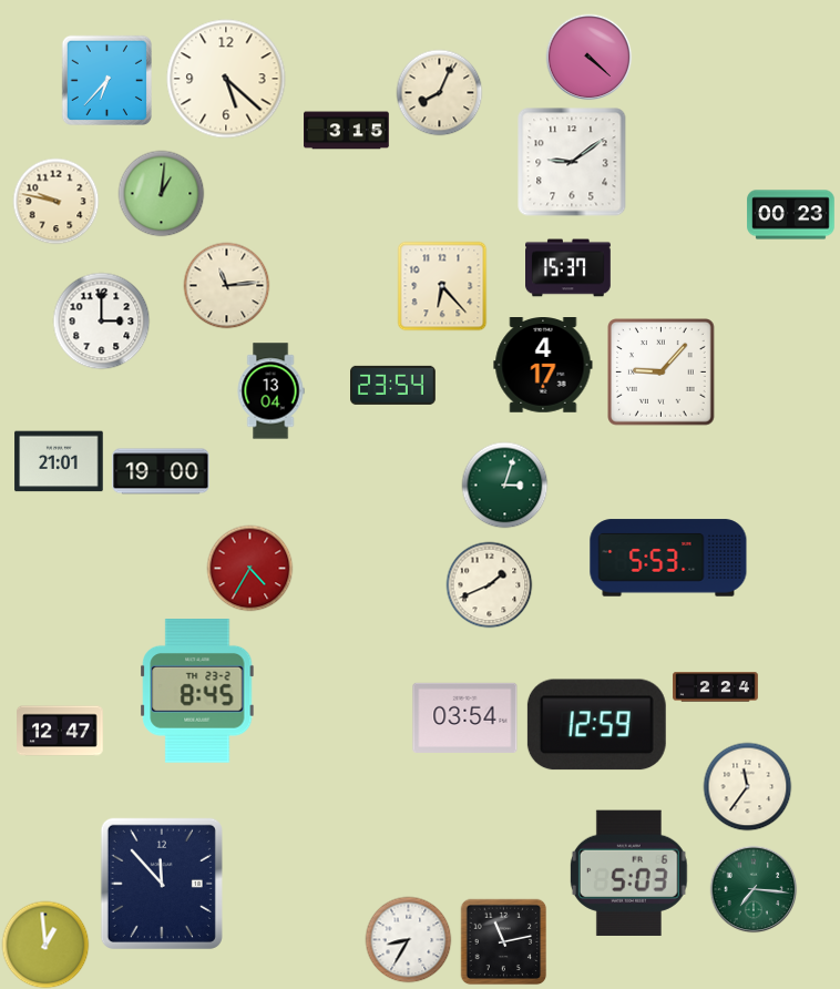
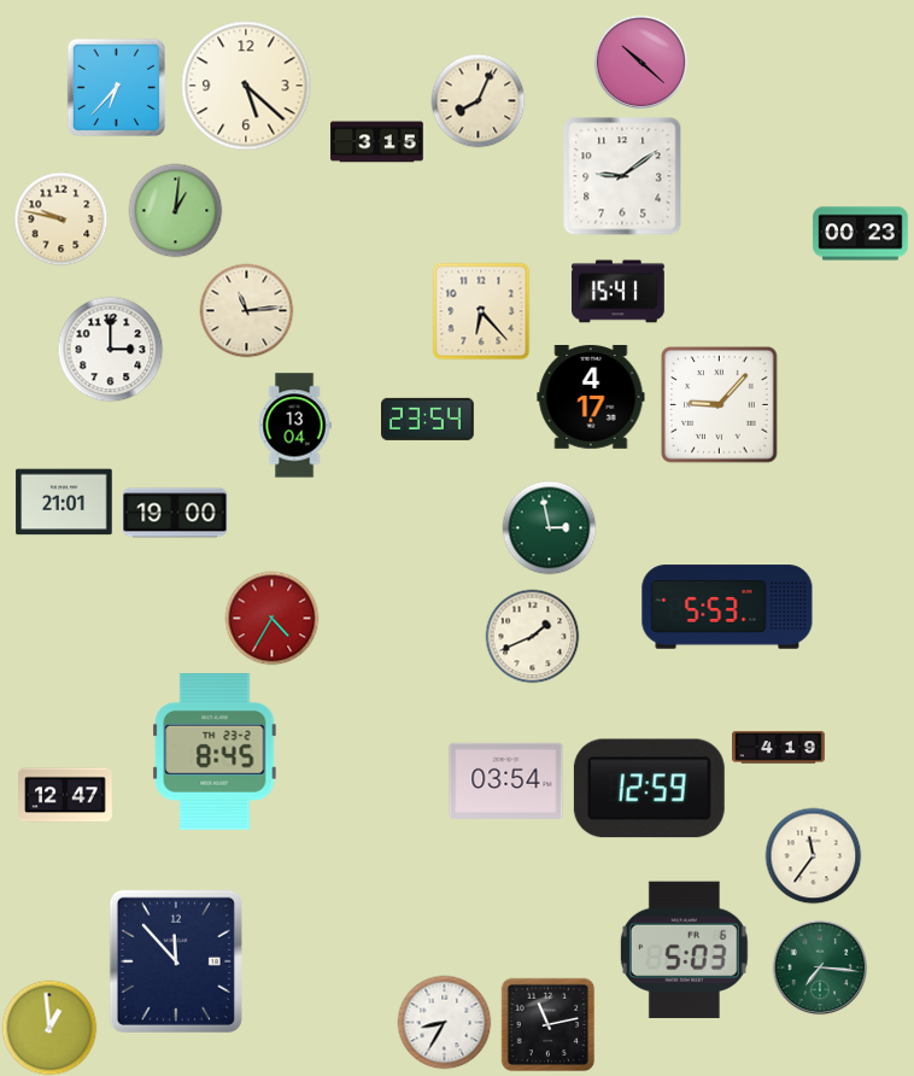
clock at (588, 57): 4:22 -> 10:22
clock at (568, 268): 15:37 -> 15:41
clock at (504, 485): 3:03 -> 2:58
clock at (716, 687): 2:24 -> 4:19
